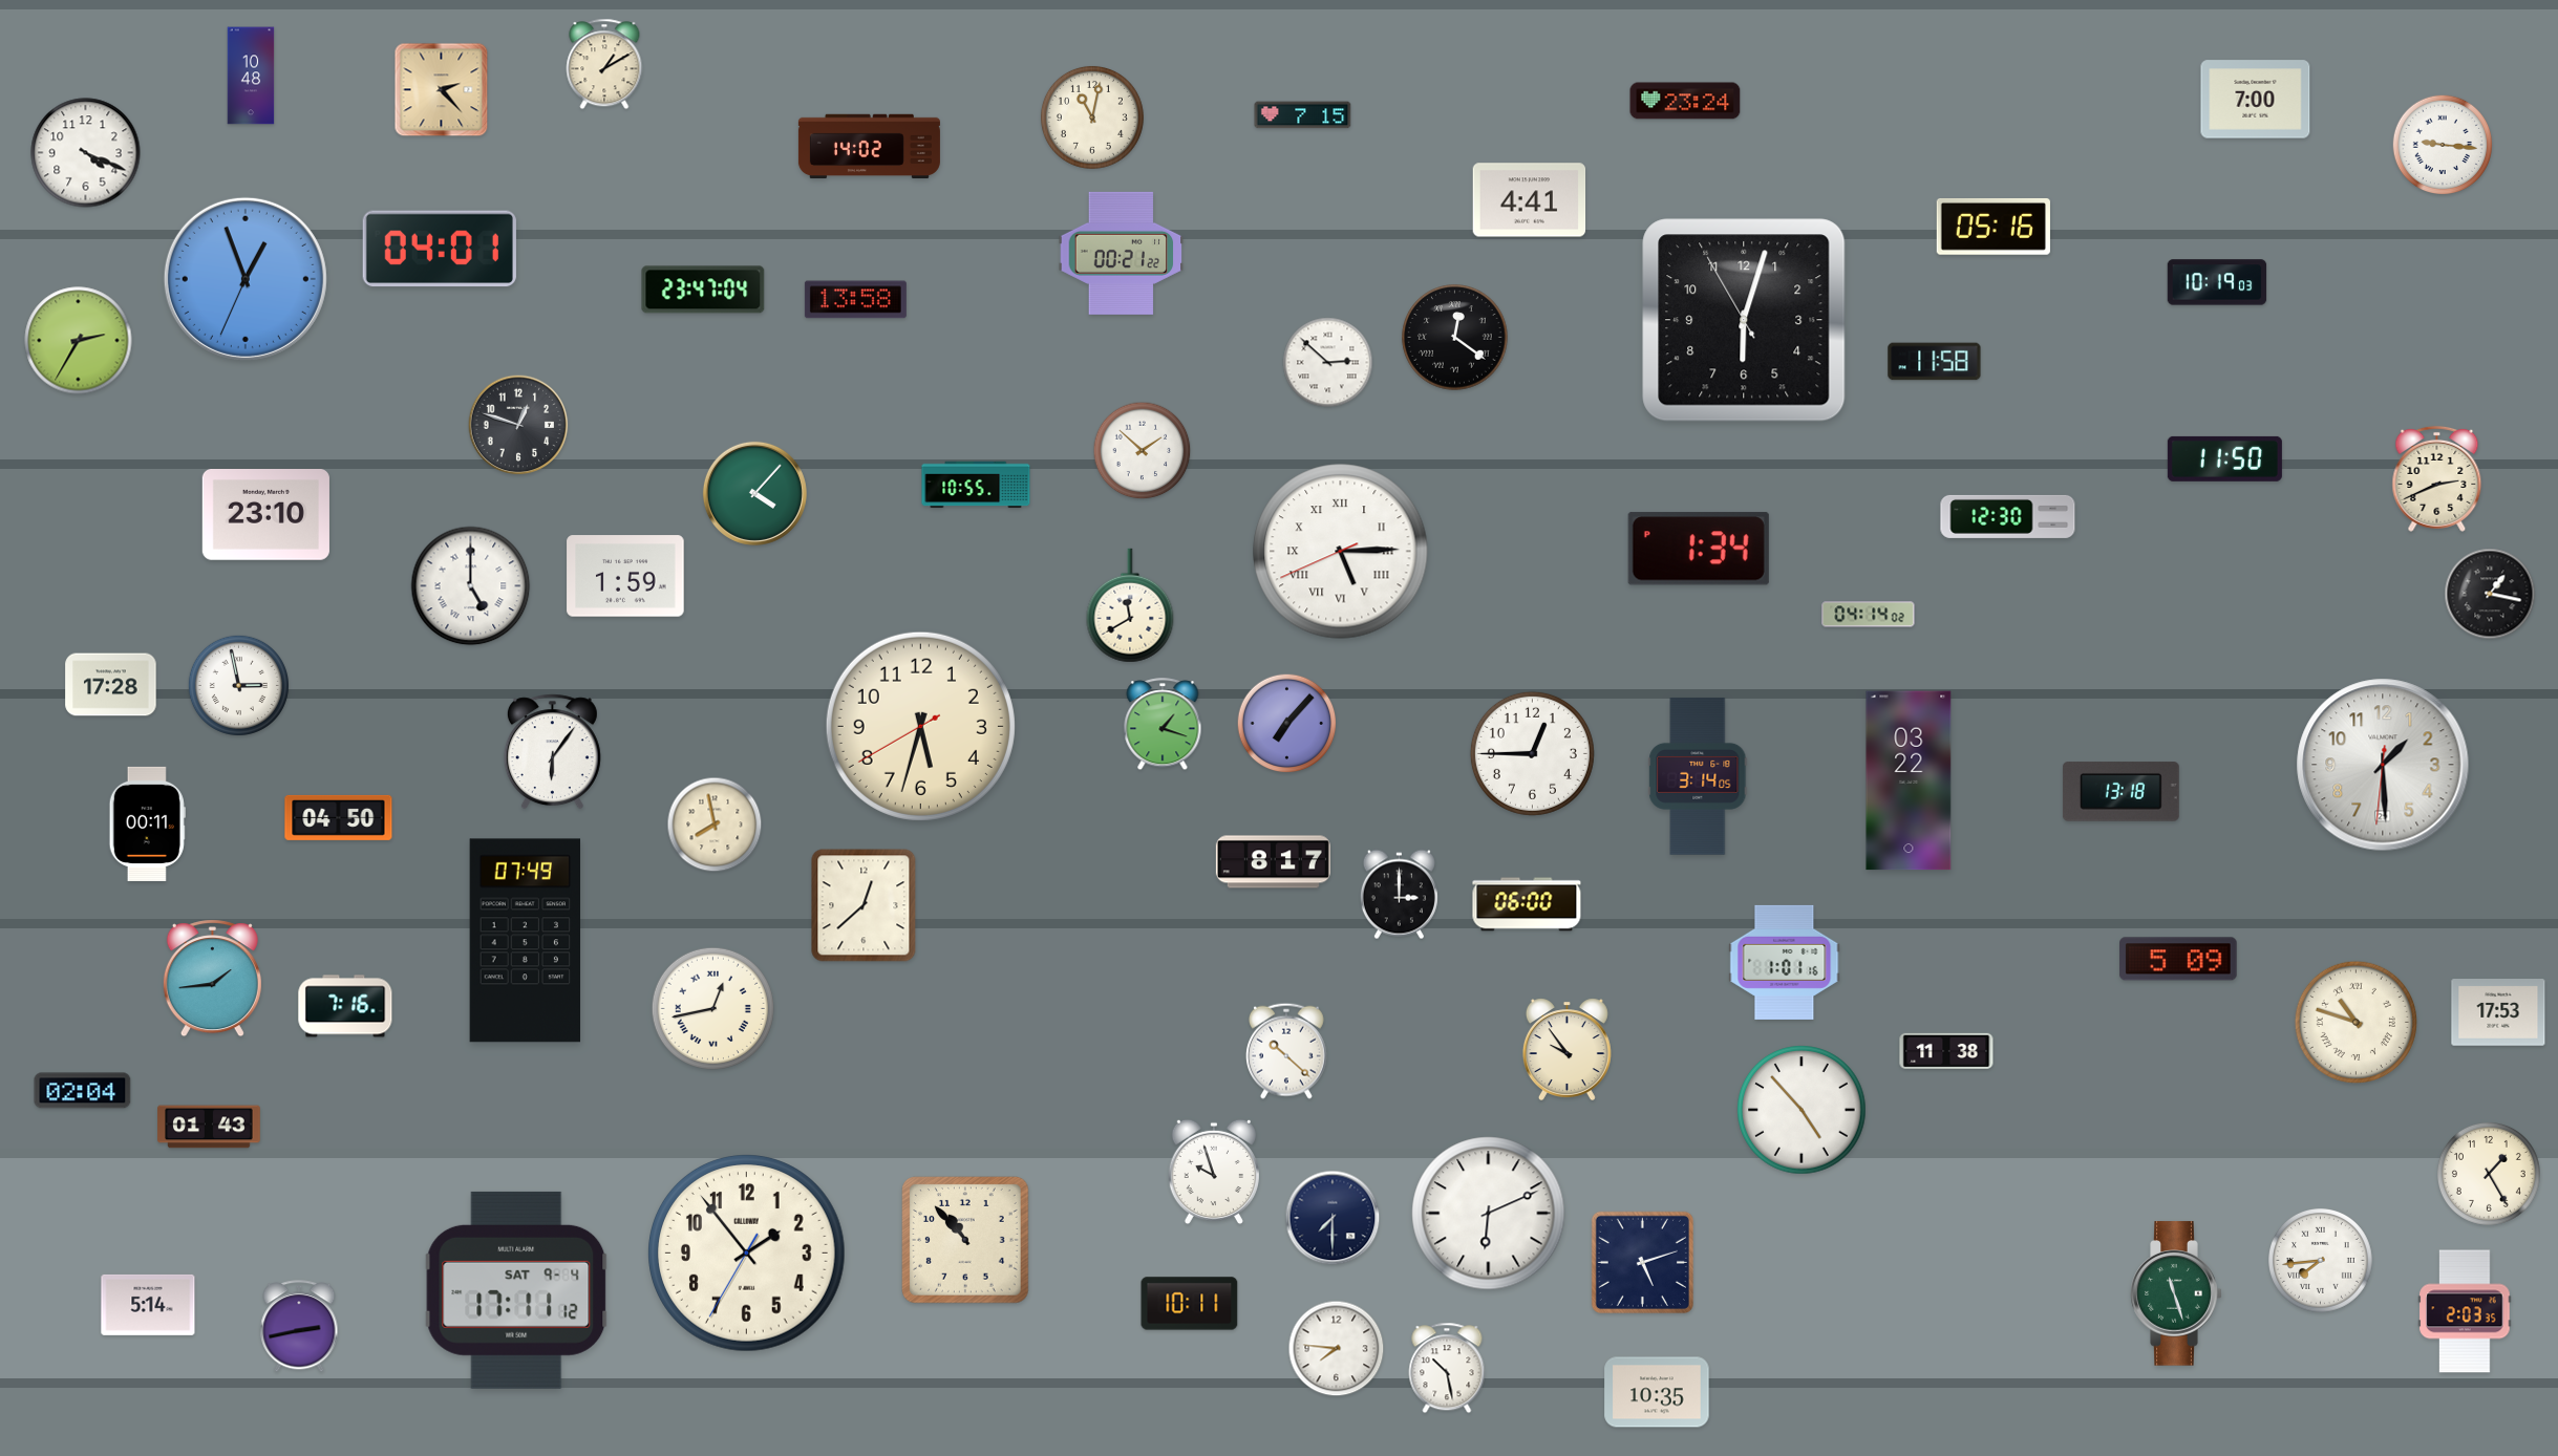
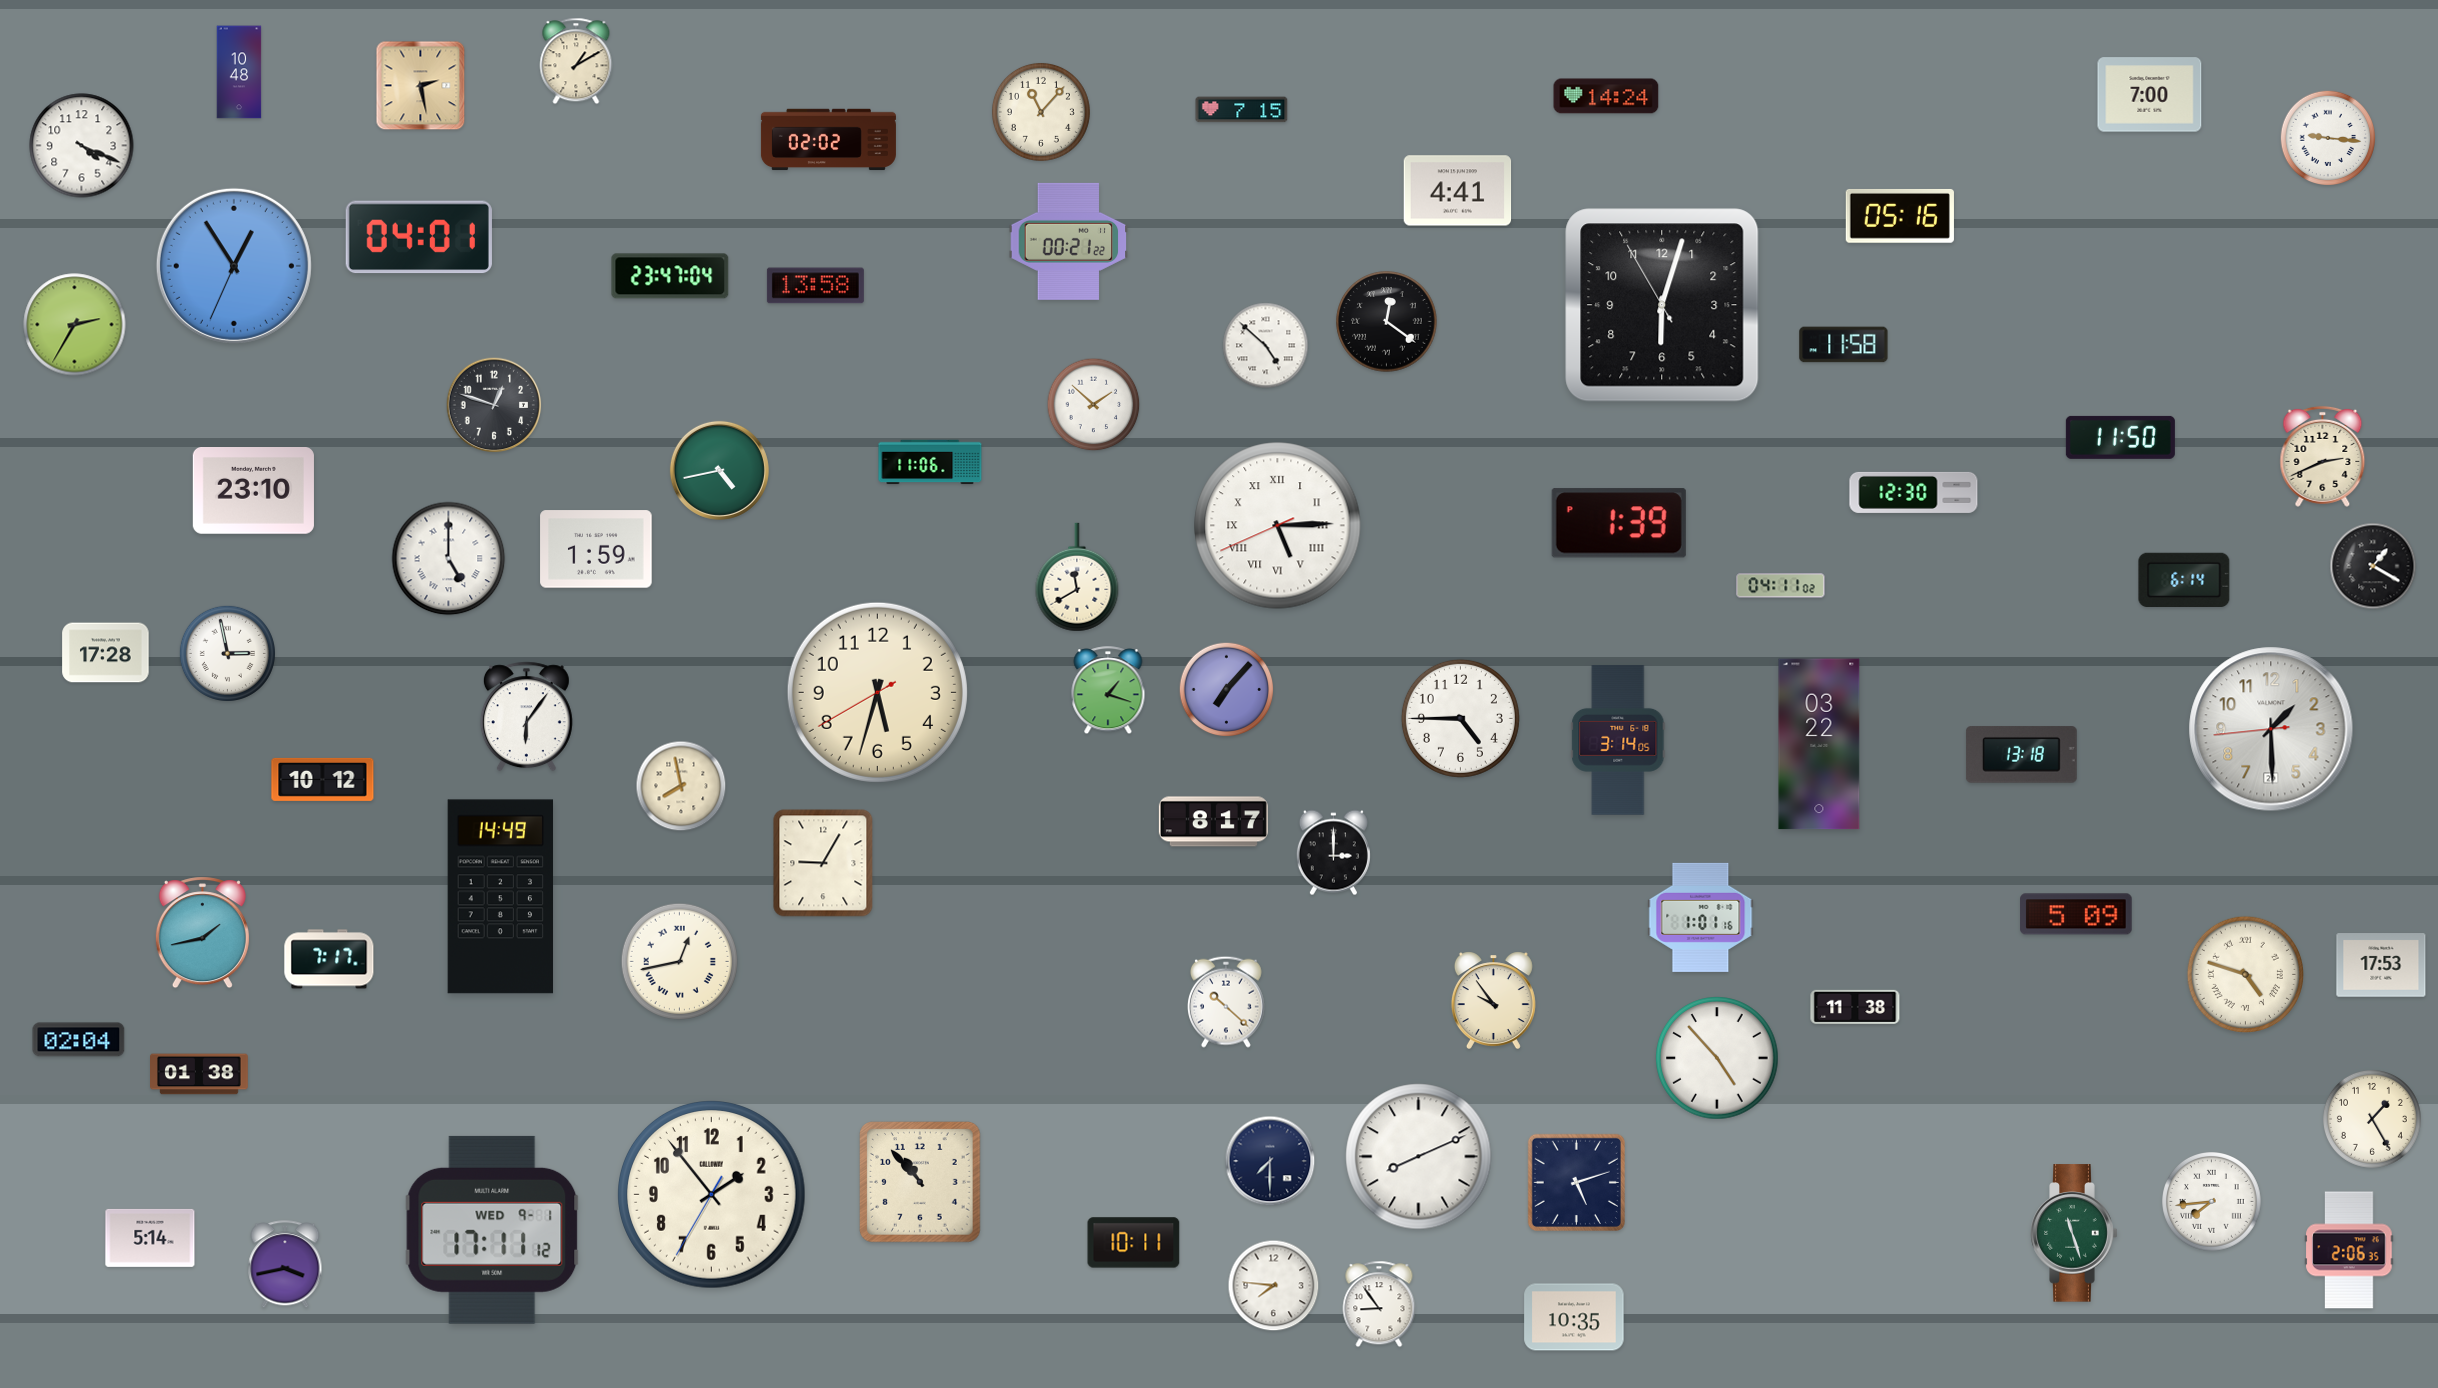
clock at (442, 90): 2:23 -> 2:28
clock at (1685, 101): 23:24 -> 14:24
clock at (1092, 117): 11:02 -> 11:07
clock at (869, 147): 14:02 -> 02:02
clock at (246, 279): 12:56 -> 12:54
clock at (2217, 282): 10:19 -> none
clock at (1328, 363): 2:52 -> 4:52
clock at (1143, 451) position: (1143, 451) -> (1094, 405)
clock at (976, 485): 10:55 -> 11:06
clock at (754, 493): 4:07 -> 4:43
clock at (1699, 549): 1:34 -> 1:39
clock at (2490, 594): 1:17 -> 1:20
clock at (2184, 580): none -> 6:14
clock at (1869, 615): 04:14 -> 04:11
clock at (1532, 753): 12:45 -> 4:45
clock at (2383, 765): 1:29:31 -> 1:29:44
clock at (339, 817): 04:50 -> 10:12
clock at (147, 823): 00:11 -> none
clock at (1527, 904): 06:00 -> none
clock at (864, 905): 12:38 -> 9:05
clock at (526, 941): 07:49 -> 14:49
clock at (212, 979): 1:44 -> 1:43
clock at (345, 1006): 7:16 -> 7:17
clock at (2356, 1022): 10:48 -> 4:48
clock at (1946, 1051) position: (1946, 1051) -> (1855, 1007)
clock at (209, 1127): 01:43 -> 01:38
clock at (1214, 1172): 9:57 -> none
clock at (1489, 1214): 6:11 -> 8:11
clock at (1642, 1262) position: (1642, 1262) -> (1576, 1182)
clock at (516, 1290) date: SAT 9-4 -> WED 9-1
clock at (148, 1305) position: (148, 1305) -> (150, 1238)
clock at (2465, 1311): 2:03 -> 2:06
clock at (299, 1327): 2:43 -> 3:43
clock at (1447, 1368): 10:28 -> 8:54
clock at (1657, 1392) position: (1657, 1392) -> (1574, 1317)
